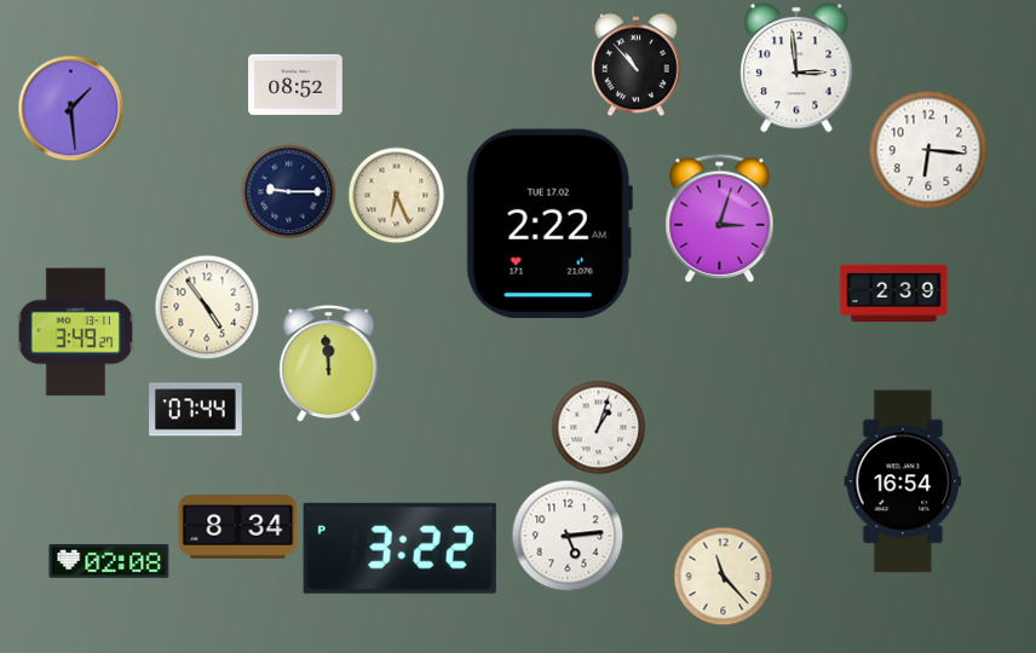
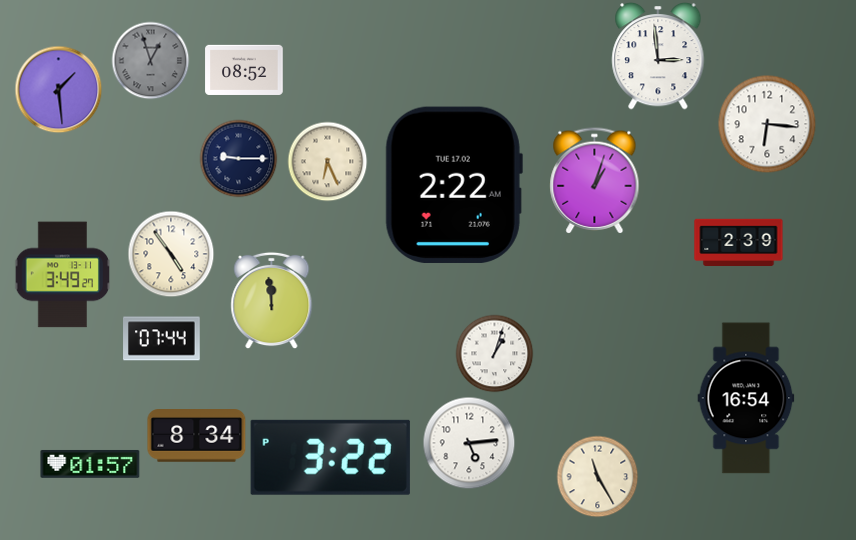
clock at (637, 64): 10:53 -> none
clock at (150, 60): none -> 12:57
clock at (720, 219): 3:03 -> 1:03
clock at (399, 548) position: (399, 548) -> (330, 457)
clock at (109, 561): 02:08 -> 01:57
clock at (723, 576): 11:23 -> 11:25
